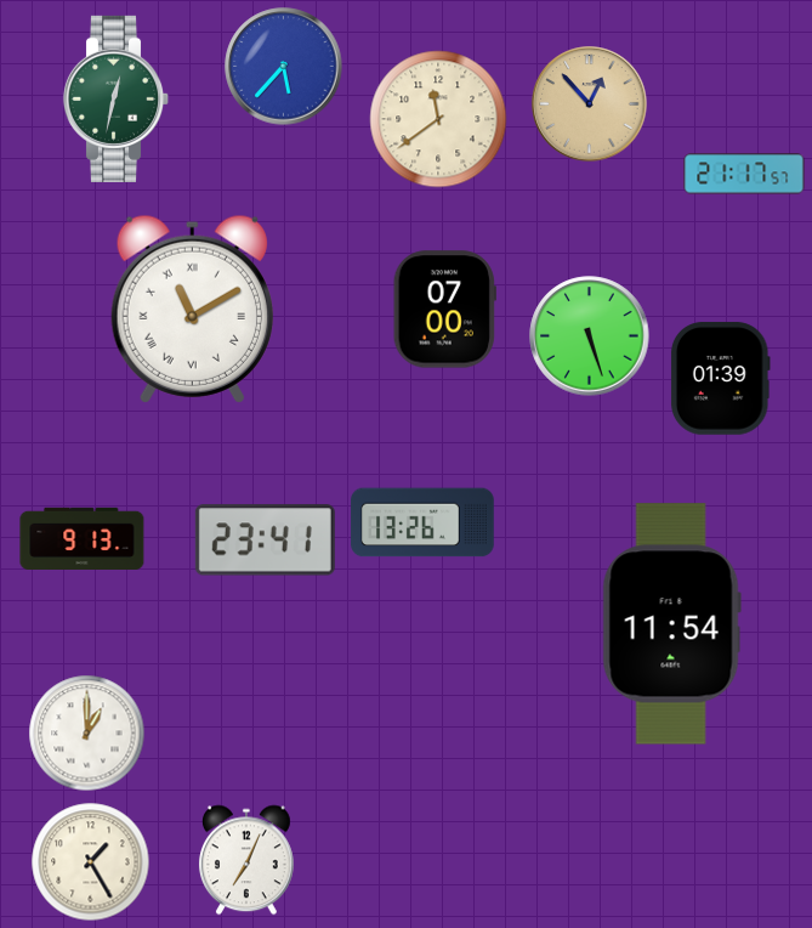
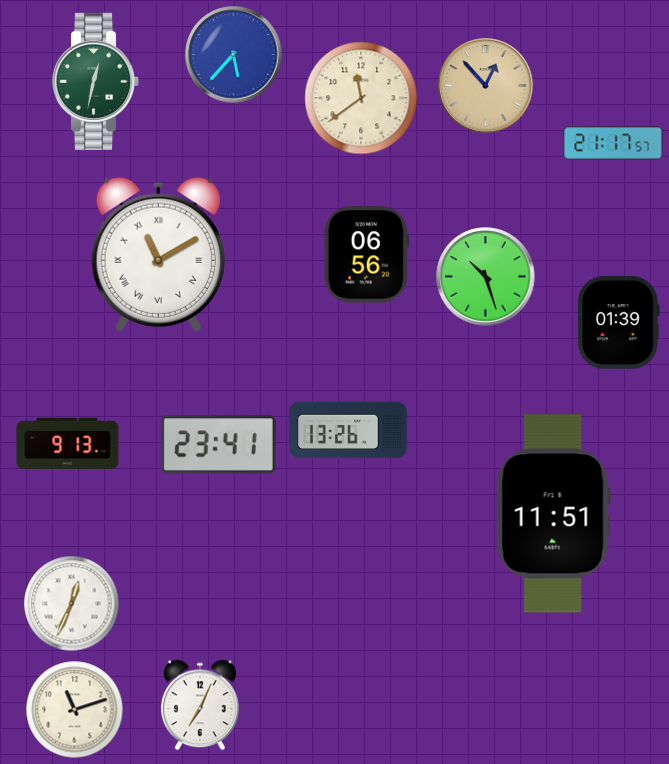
clock at (444, 310): 07:00 -> 06:56
clock at (590, 336): 5:27 -> 10:27
clock at (720, 379) position: (720, 379) -> (618, 323)
clock at (671, 624): 11:54 -> 11:51
clock at (87, 734): 1:00 -> 12:34
clock at (246, 860) position: (246, 860) -> (200, 705)
clock at (91, 862): 1:25 -> 11:12
